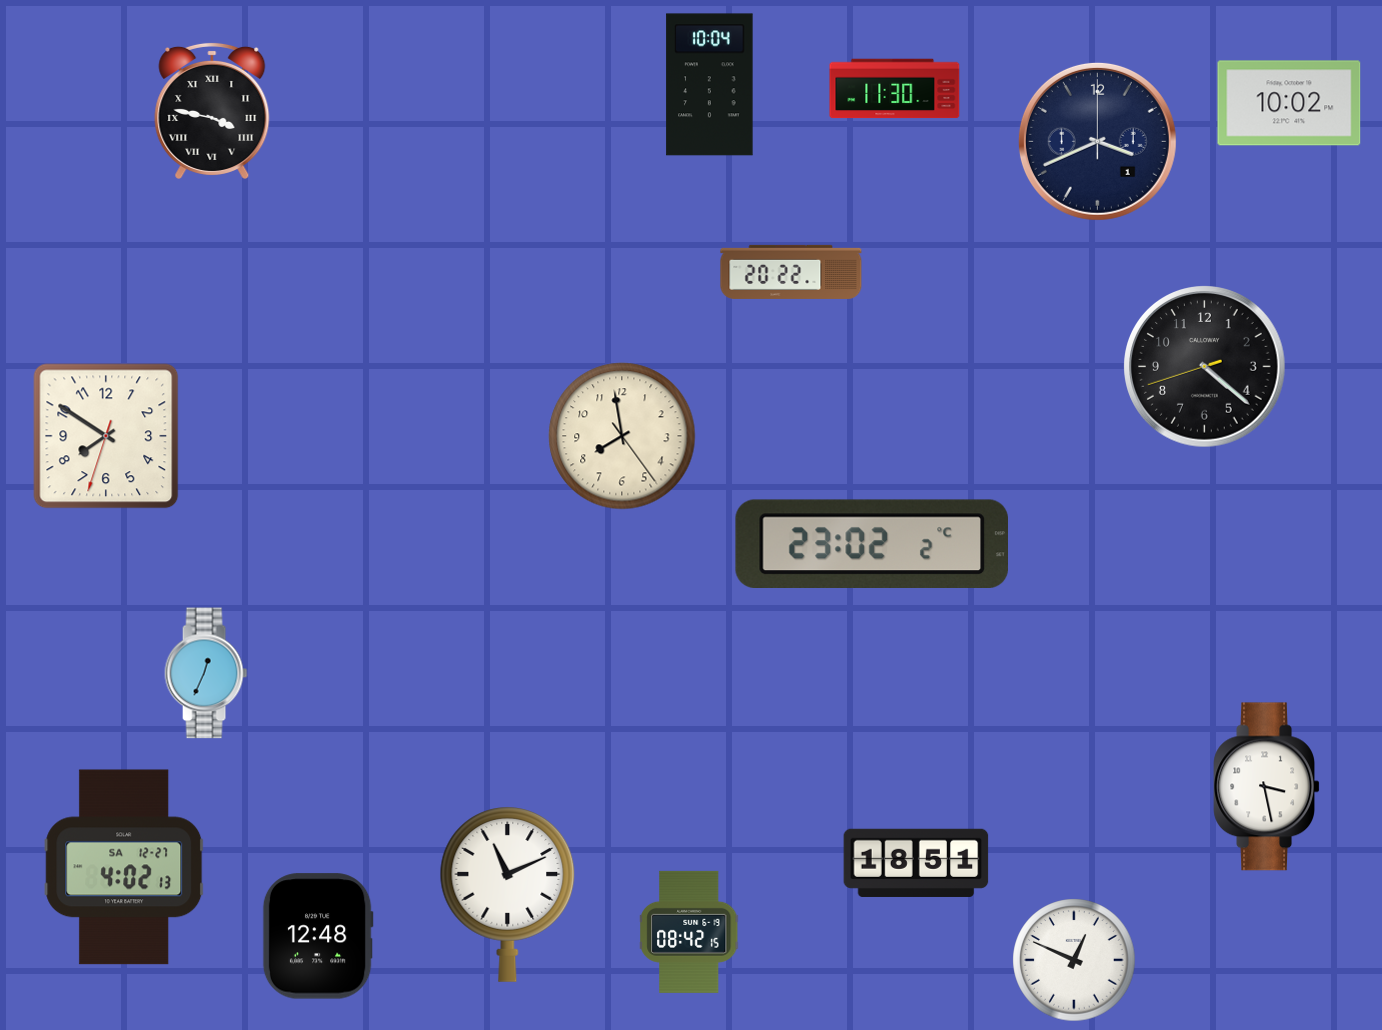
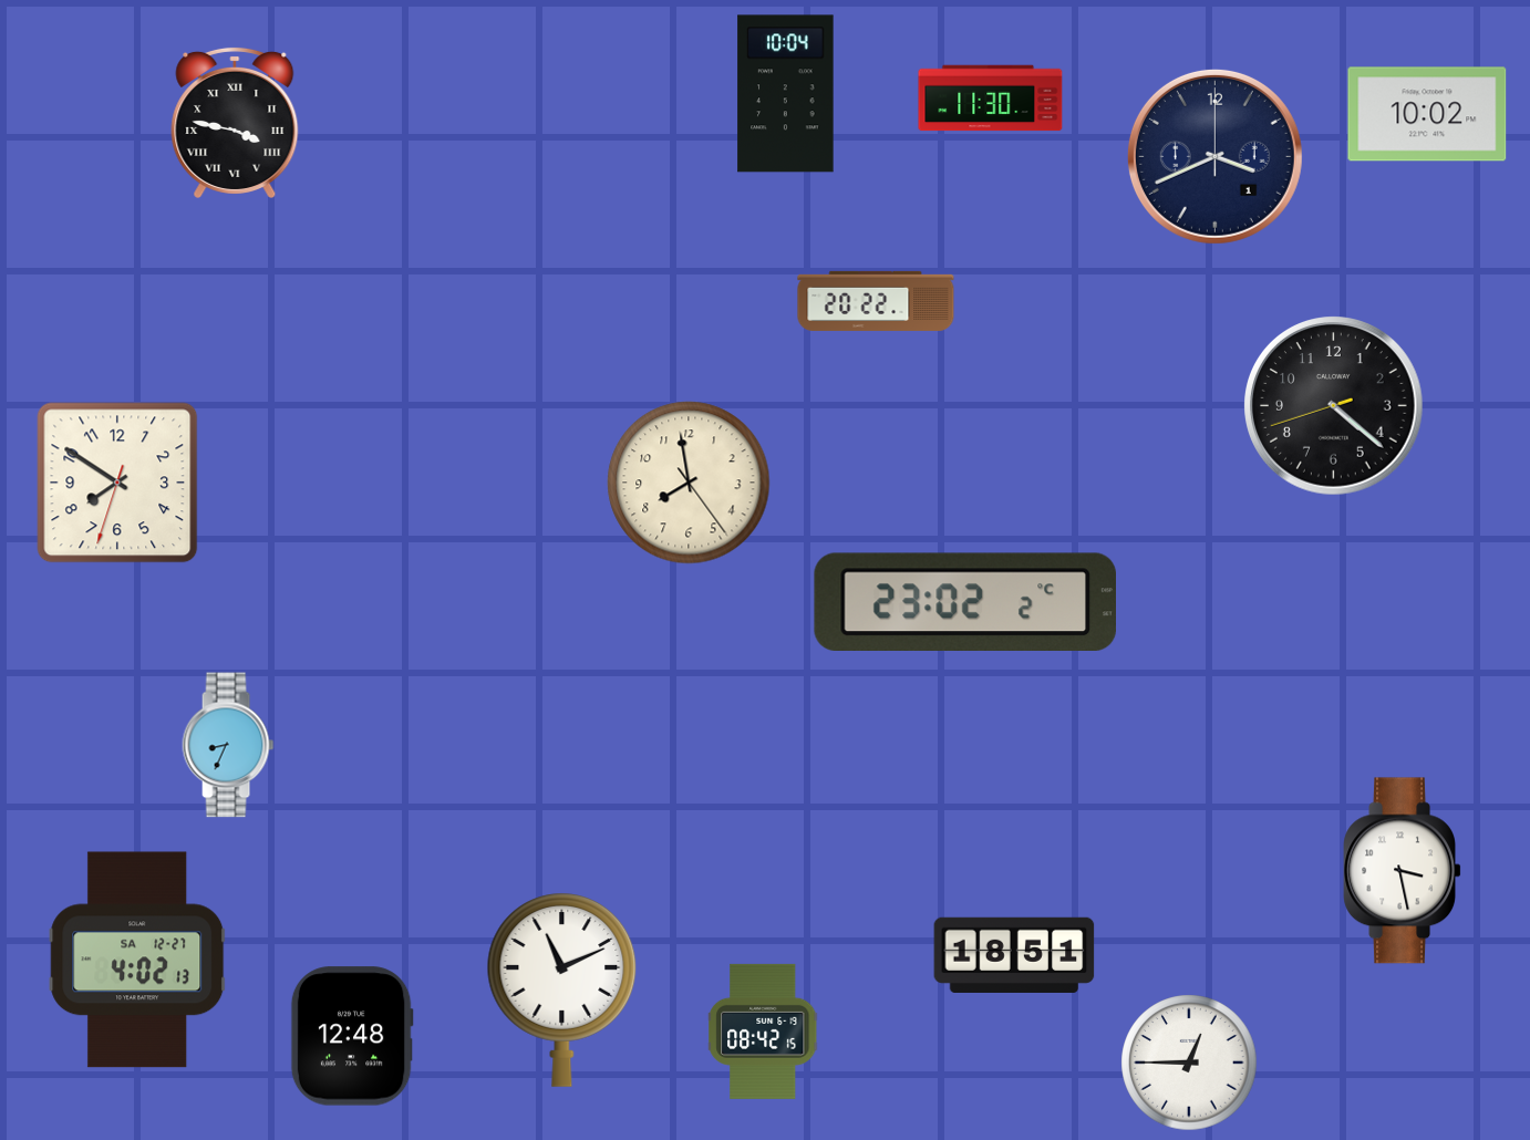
clock at (206, 673): 12:34 -> 8:34
clock at (1074, 960): 12:49 -> 12:45
